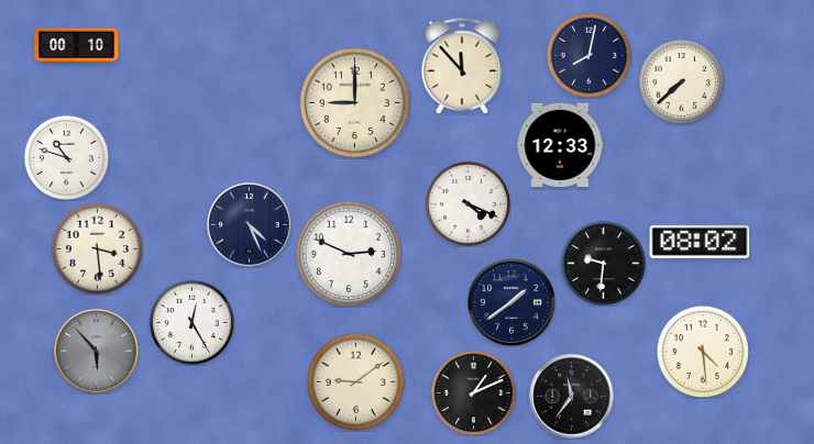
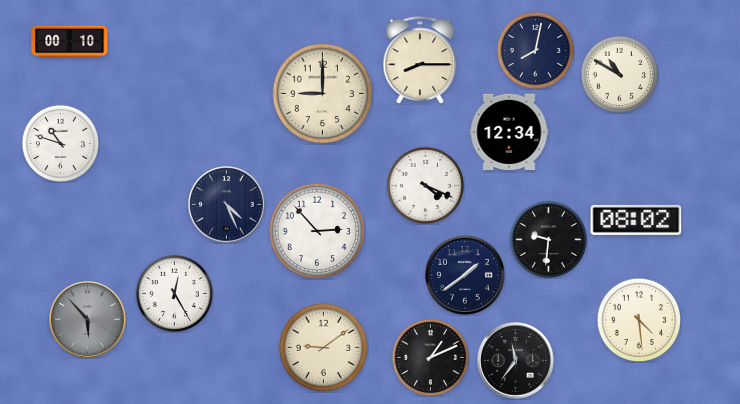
clock at (462, 66): 11:53 -> 8:15
clock at (681, 81): 7:38 -> 10:50
clock at (560, 144): 12:33 -> 12:34
clock at (97, 248): 3:29 -> none
clock at (349, 254): 2:49 -> 2:53
clock at (572, 397) position: (572, 397) -> (516, 361)
